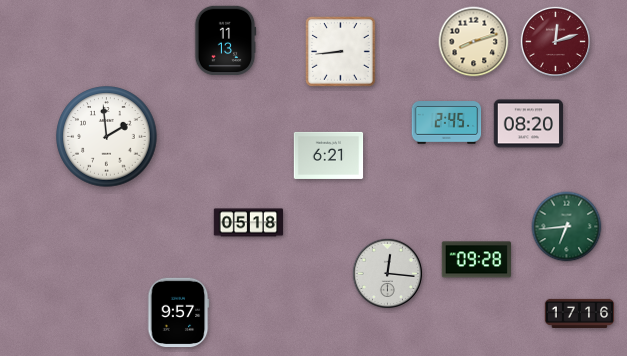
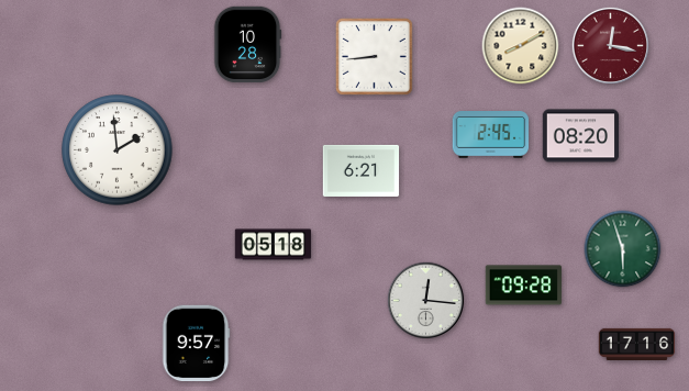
clock at (225, 41): 11:13 -> 10:28
clock at (555, 41): 12:12 -> 12:17
clock at (474, 42): 8:12 -> 8:10
clock at (567, 227): 6:44 -> 5:57
